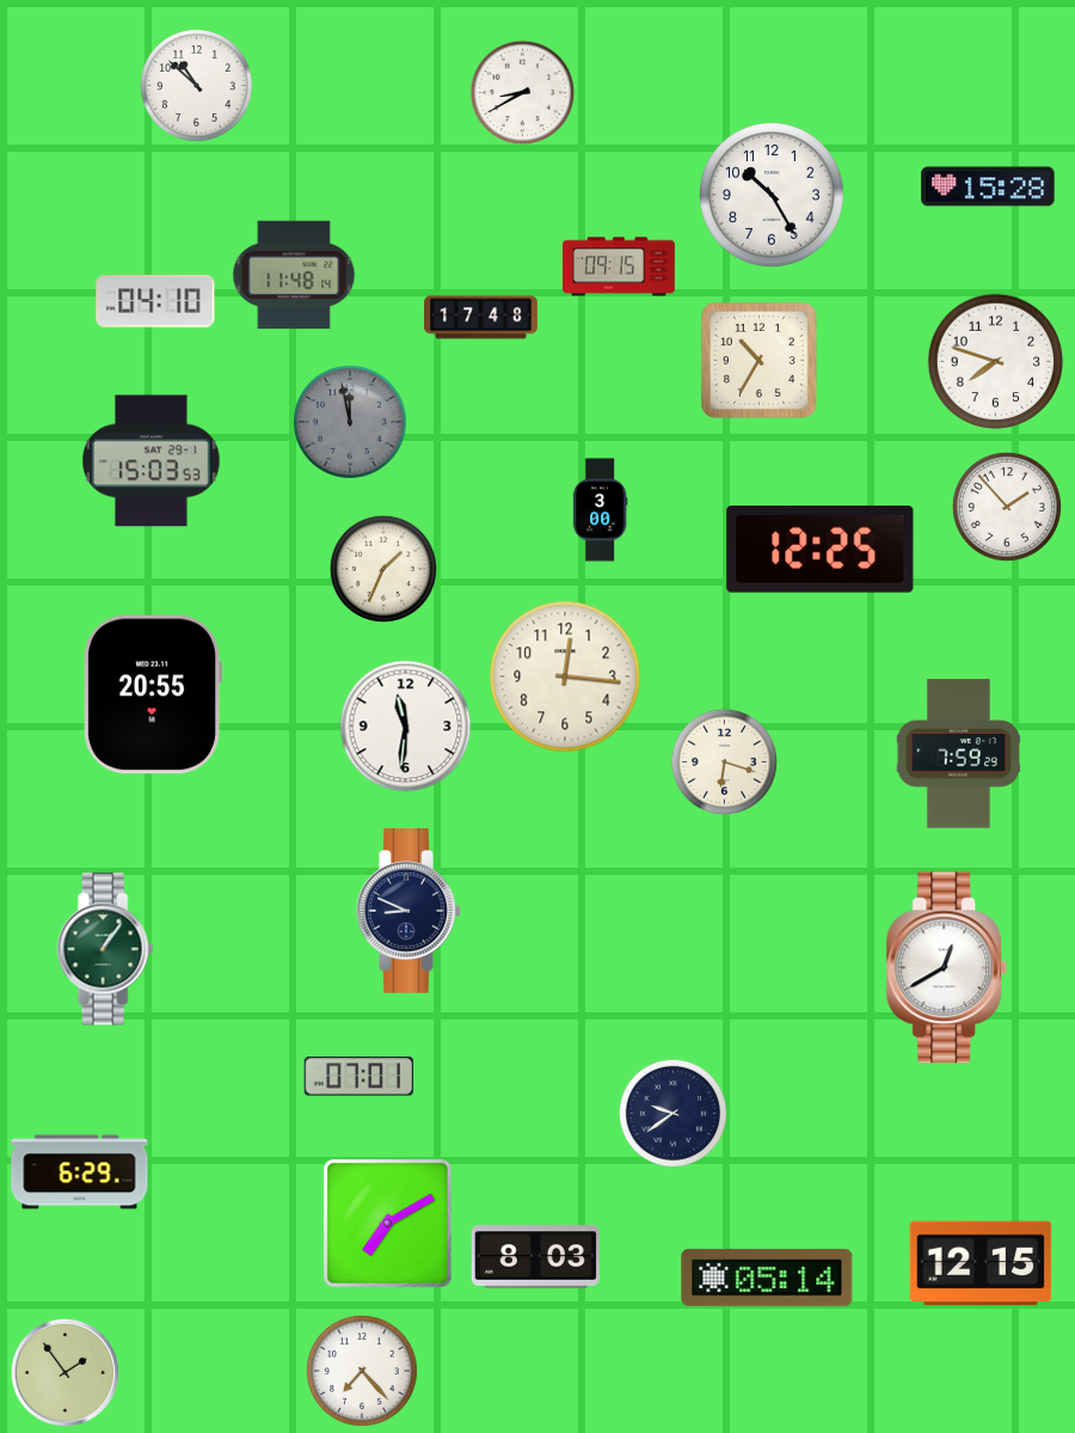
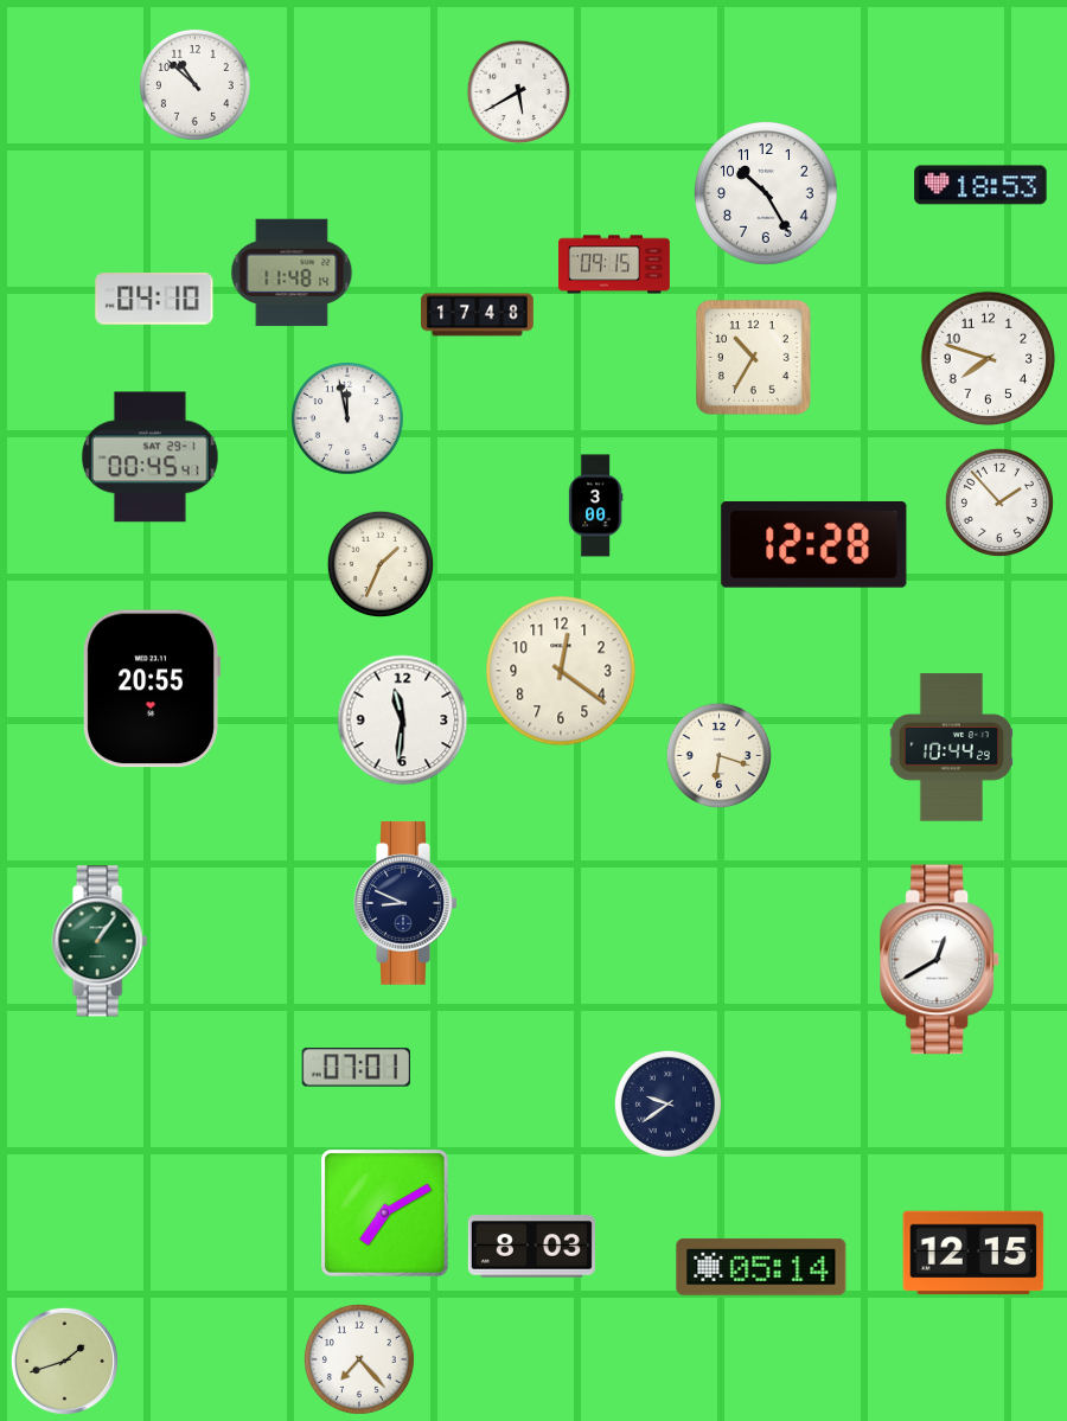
clock at (523, 93): 8:40 -> 5:40
clock at (988, 186): 15:28 -> 18:53
clock at (350, 422) dial: grey -> white
clock at (150, 461): 15:03 -> 00:45
clock at (821, 550): 12:25 -> 12:28
clock at (565, 676): 12:16 -> 12:21
clock at (958, 754): 7:59 -> 10:44
clock at (105, 949) position: (105, 949) -> (100, 941)
clock at (80, 1172): 6:29 -> none
clock at (64, 1372): 1:54 -> 1:42
